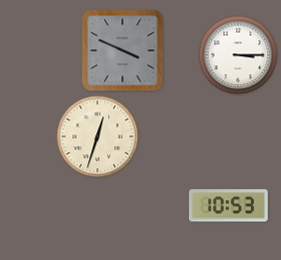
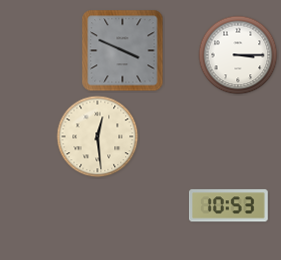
clock at (98, 137): 12:33 -> 12:29
